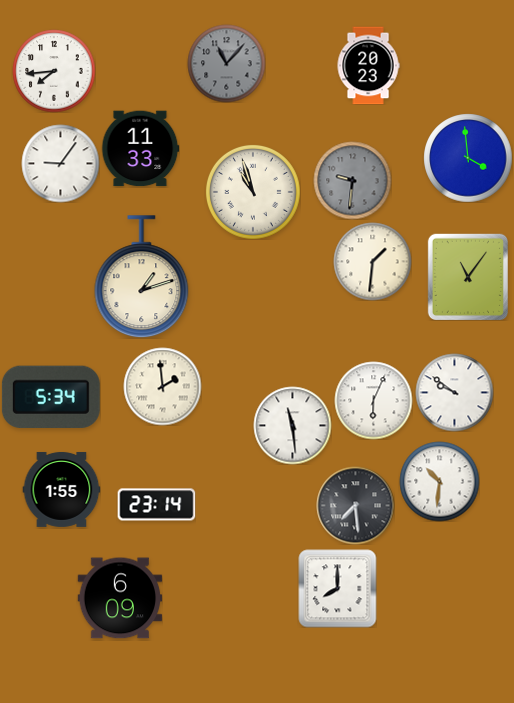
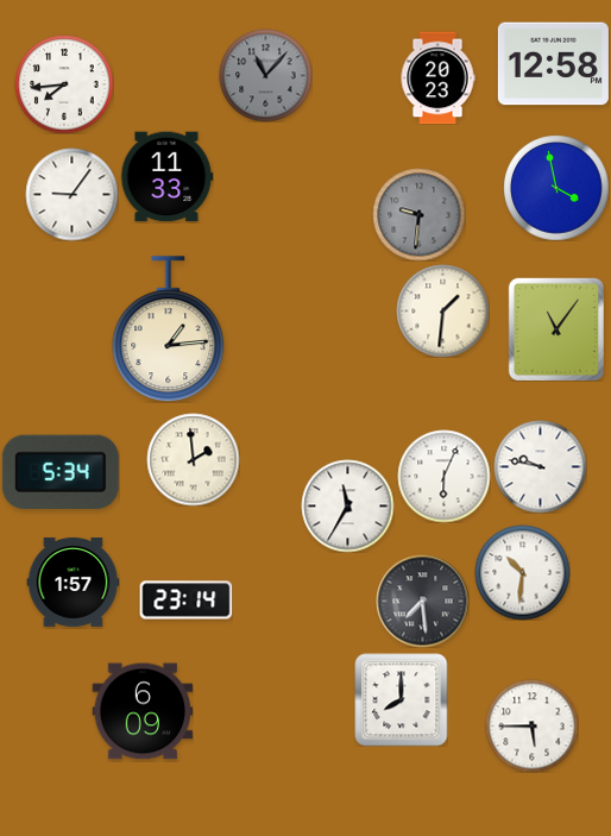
clock at (553, 64): none -> 12:58
clock at (226, 63) position: (226, 63) -> (265, 75)
clock at (468, 158): 3:59 -> 3:58
clock at (253, 192): 10:57 -> none
clock at (142, 277): 1:12 -> 1:14
clock at (454, 392): 9:51 -> 9:47
clock at (292, 425): 11:29 -> 11:35
clock at (61, 489): 1:55 -> 1:57
clock at (531, 725): none -> 5:45
